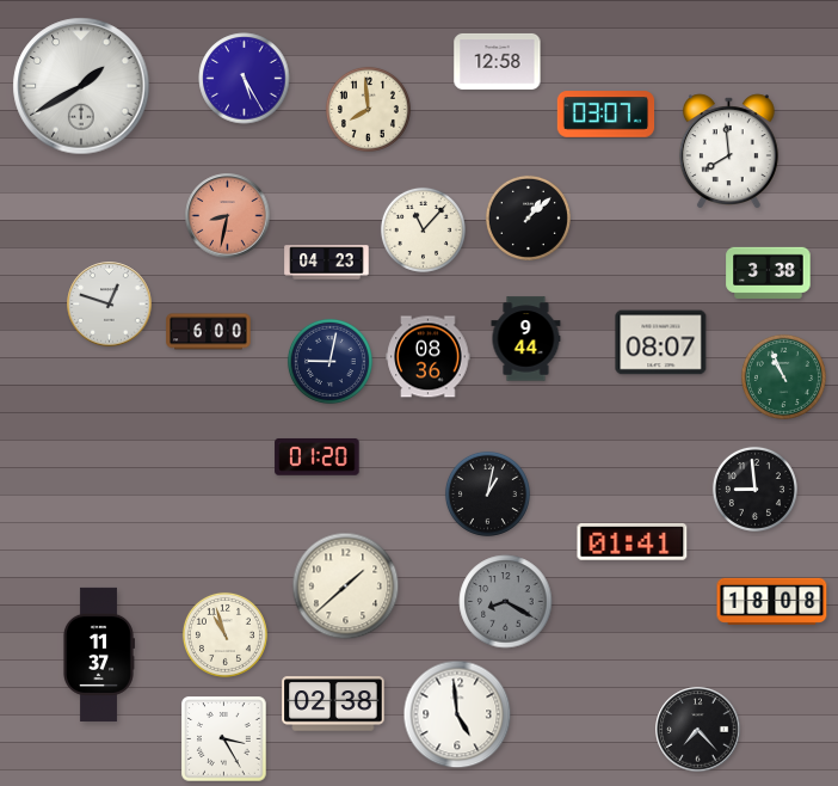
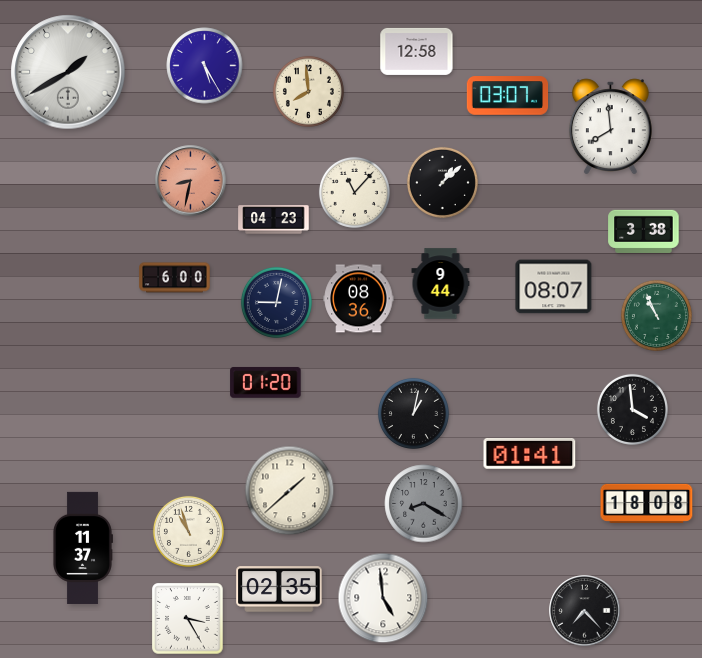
clock at (769, 272) position: (769, 272) -> (644, 231)
clock at (110, 305): 12:48 -> none
clock at (754, 489): 8:59 -> 3:59
clock at (487, 493) position: (487, 493) -> (413, 413)
clock at (333, 704): 02:38 -> 02:35
